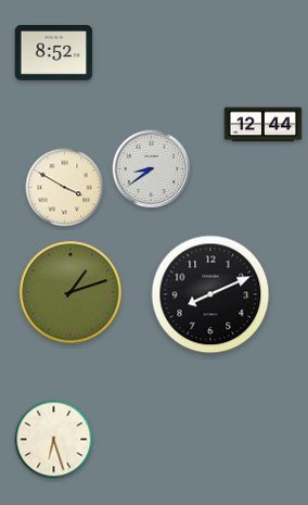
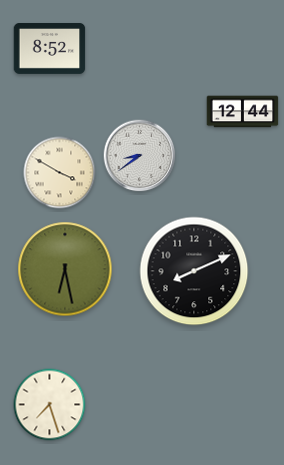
clock at (264, 125) position: (264, 125) -> (243, 112)
clock at (70, 292): 1:12 -> 6:28
clock at (54, 440): 6:27 -> 7:27
